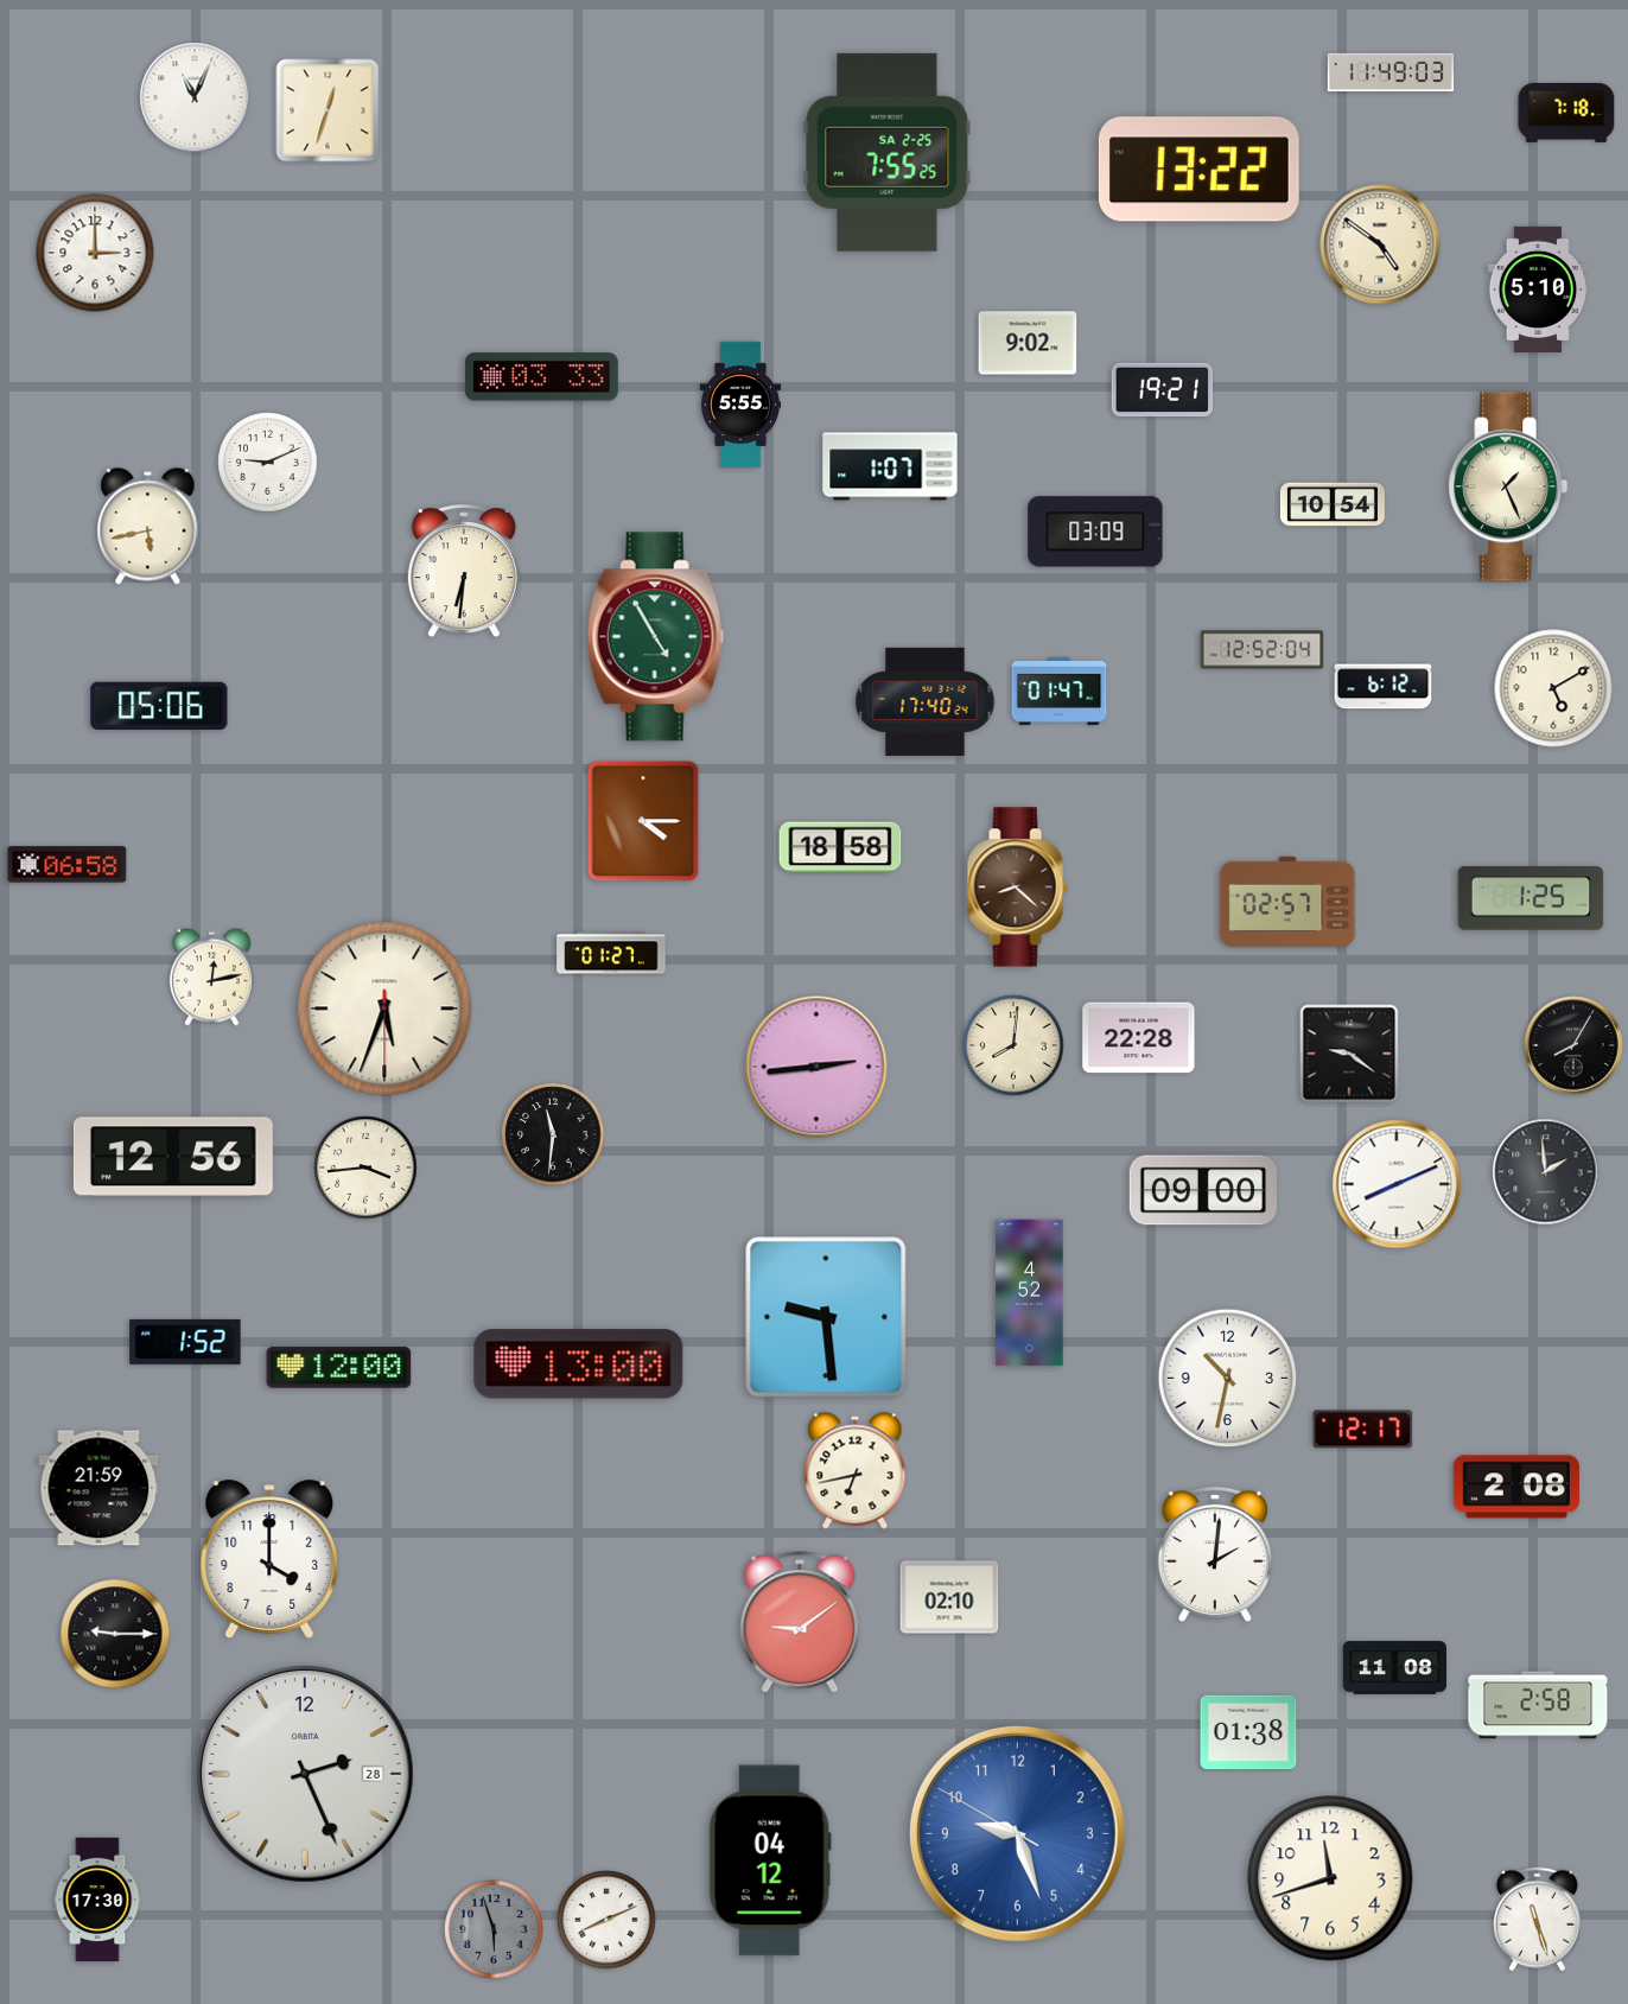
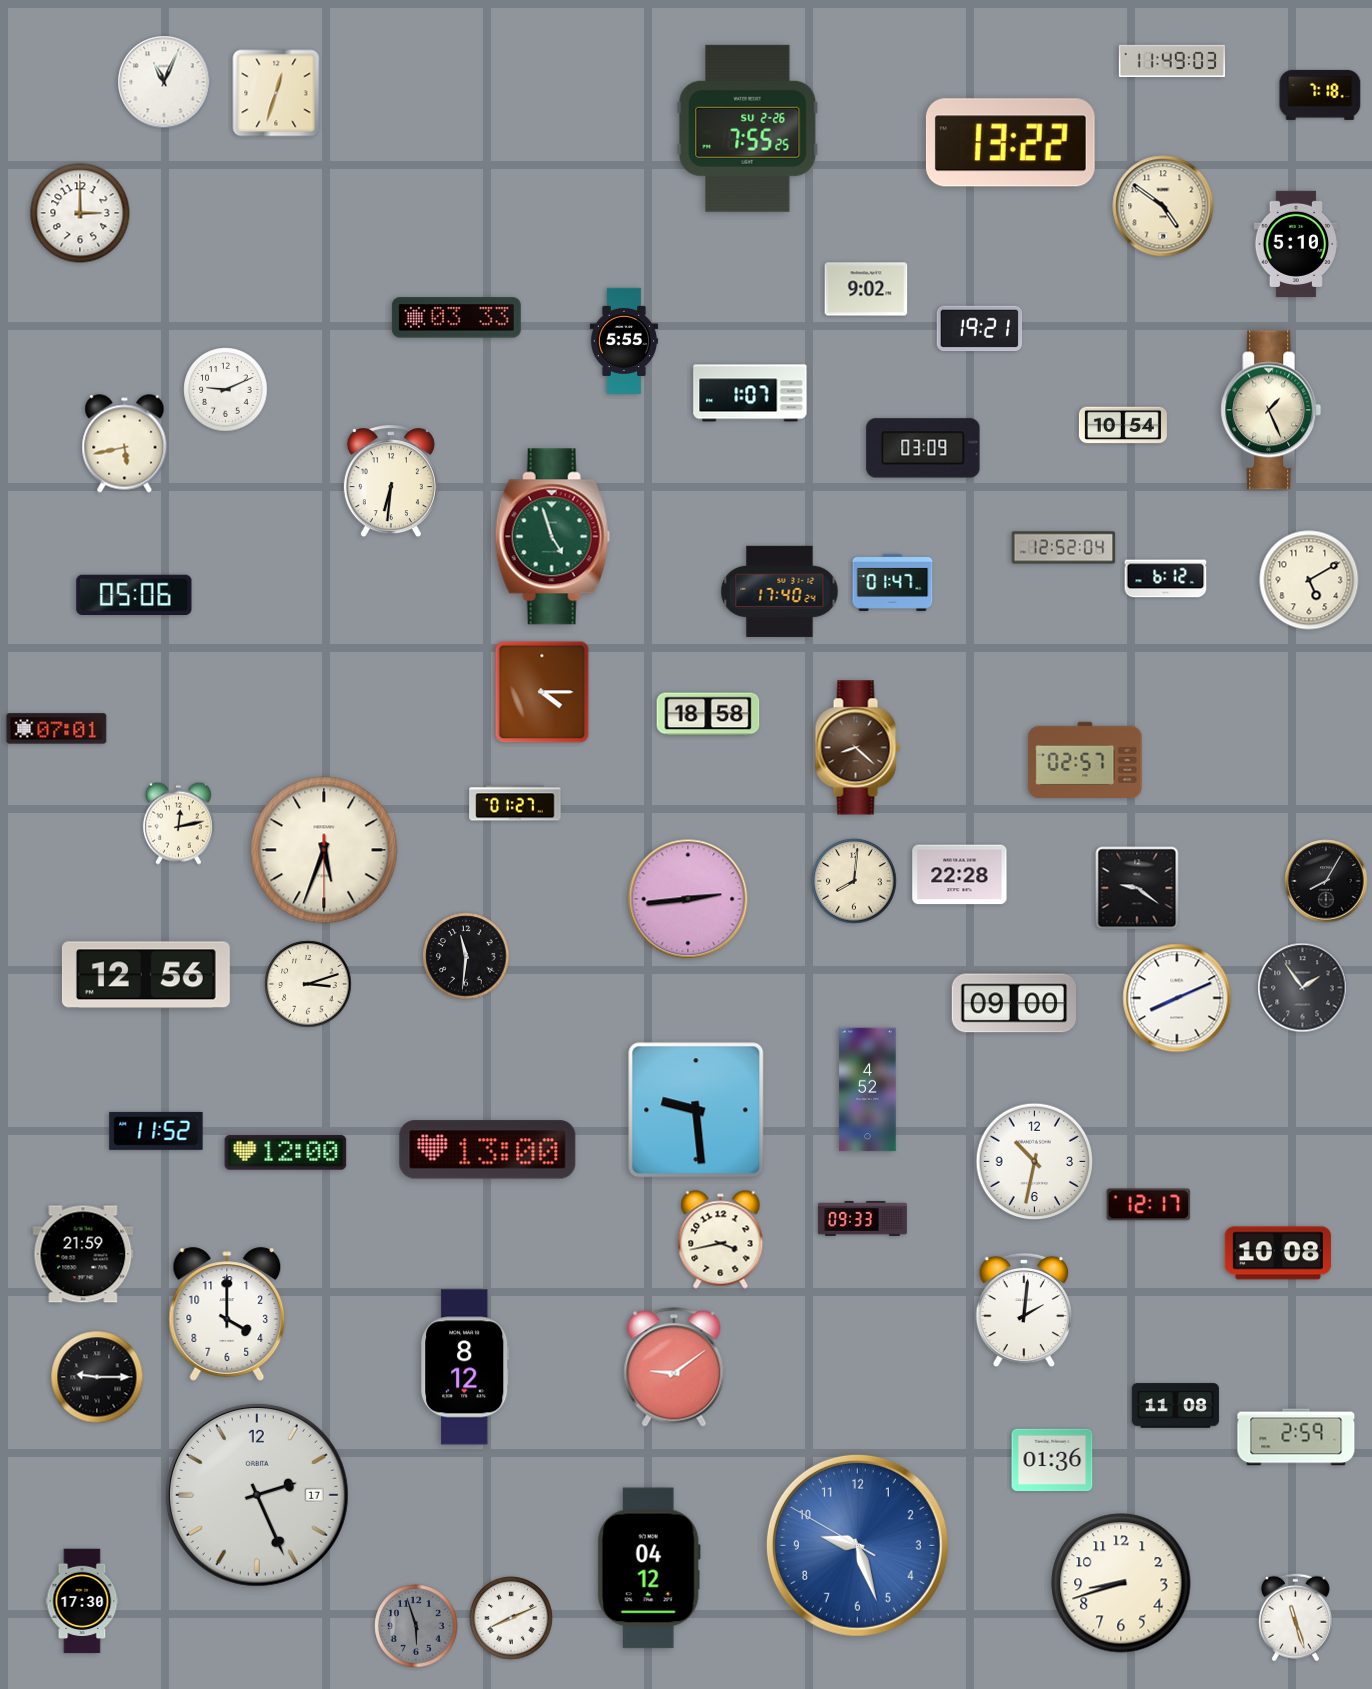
clock at (888, 152) date: SA 2-25 -> SU 2-26
clock at (655, 637): 4:55 -> 4:57
clock at (68, 865): 06:58 -> 07:01
clock at (1531, 898): 1:25 -> none
clock at (365, 1168): 3:44 -> 3:12
clock at (1546, 1172): 1:59 -> 1:54
clock at (185, 1342): 1:52 -> 11:52
clock at (862, 1218): none -> 09:33
clock at (856, 1471): 6:43 -> 3:43
clock at (1516, 1487): 2:08 -> 10:08
clock at (949, 1597): 02:10 -> none
clock at (465, 1367): none -> 8:12
clock at (1538, 1705): 2:58 -> 2:59
clock at (1248, 1732): 01:38 -> 01:36
clock at (305, 1774) date: 28 -> 17
clock at (1330, 1878): 11:42 -> 8:42
